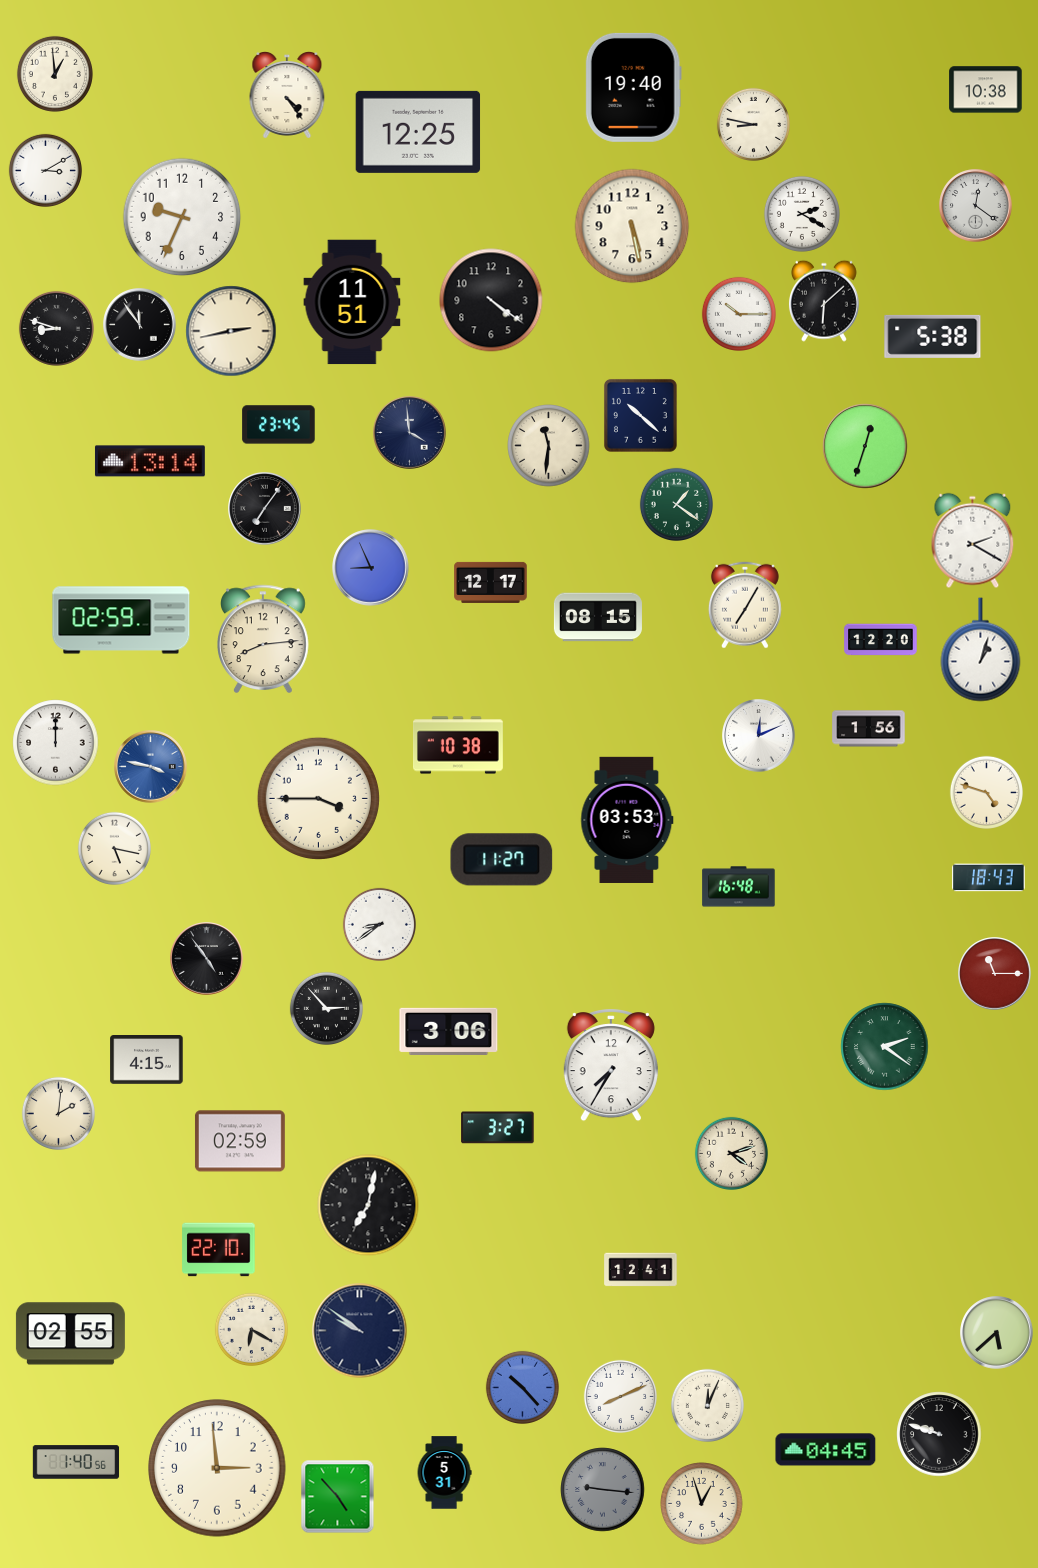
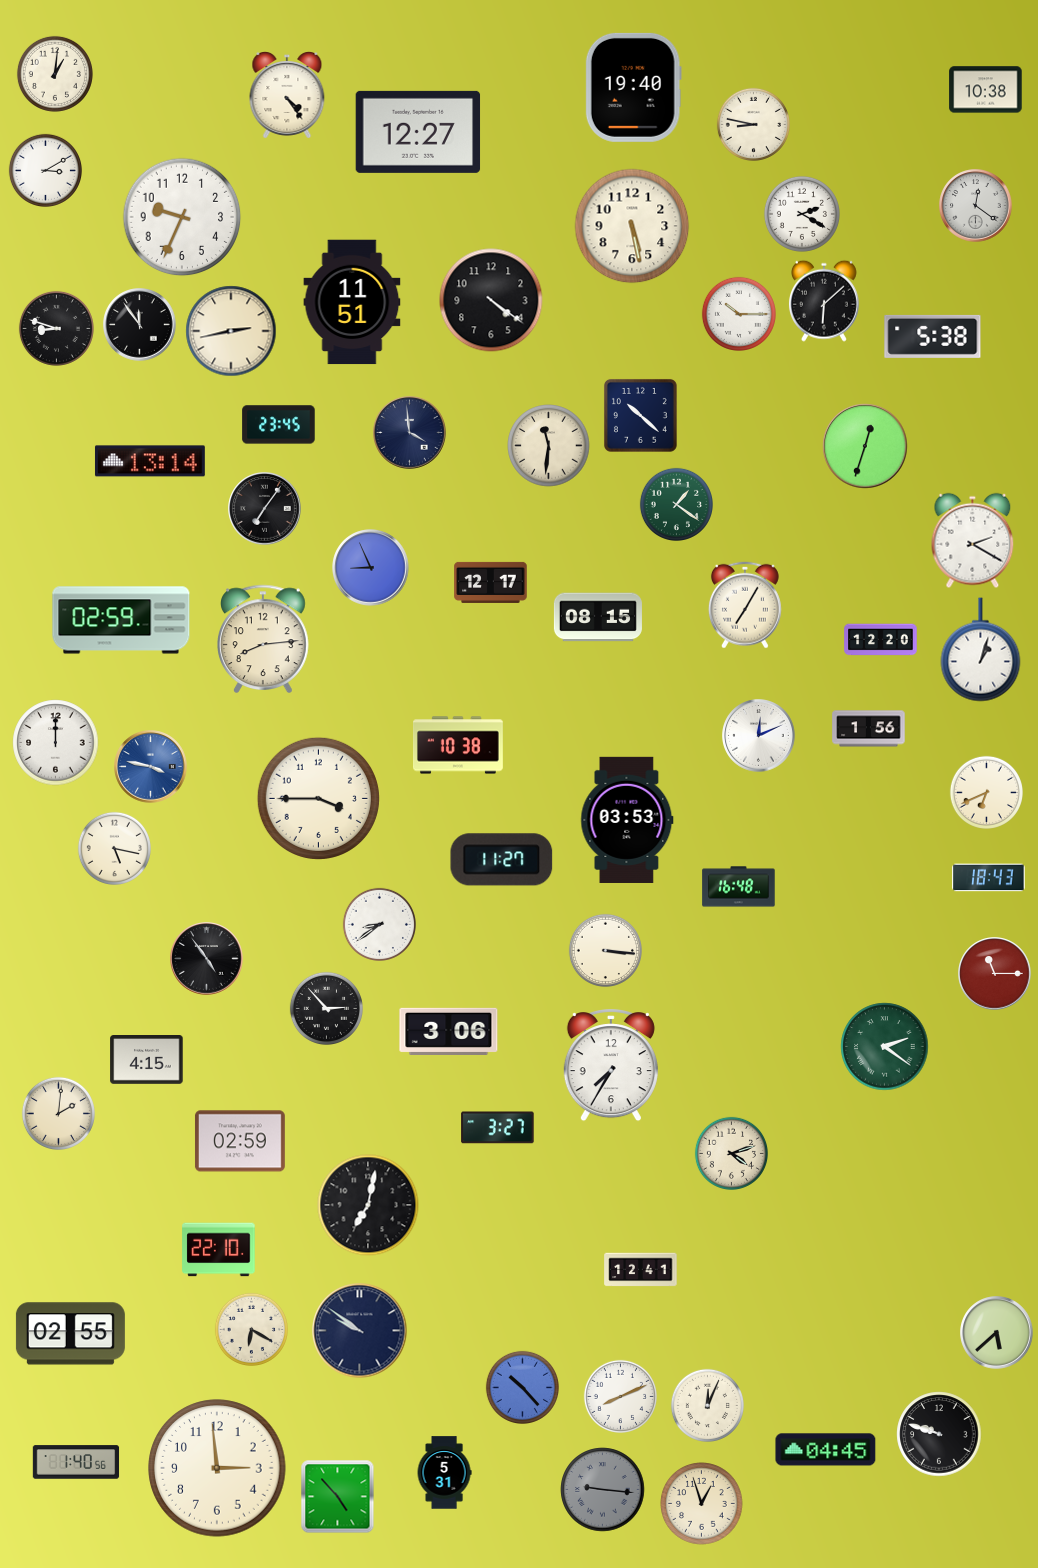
clock at (55, 74): 12:59 -> 1:01
clock at (418, 132): 12:25 -> 12:27
clock at (986, 792): 4:48 -> 6:41
clock at (605, 950): none -> 3:16
